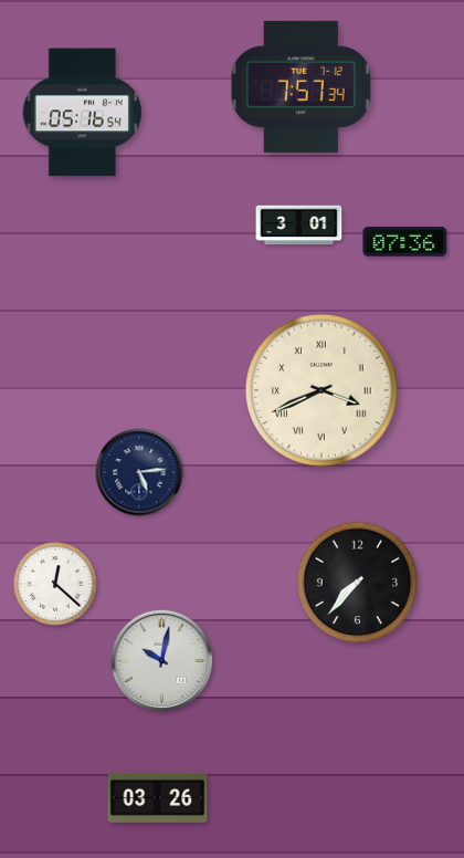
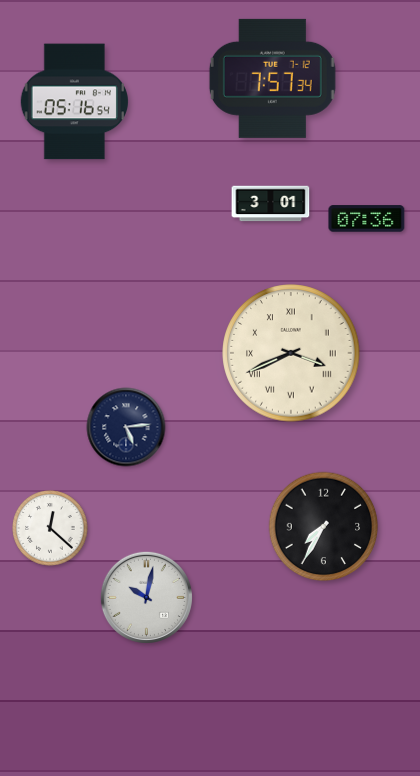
clock at (358, 583): 7:37 -> 7:35
clock at (158, 798): 03:26 -> none
